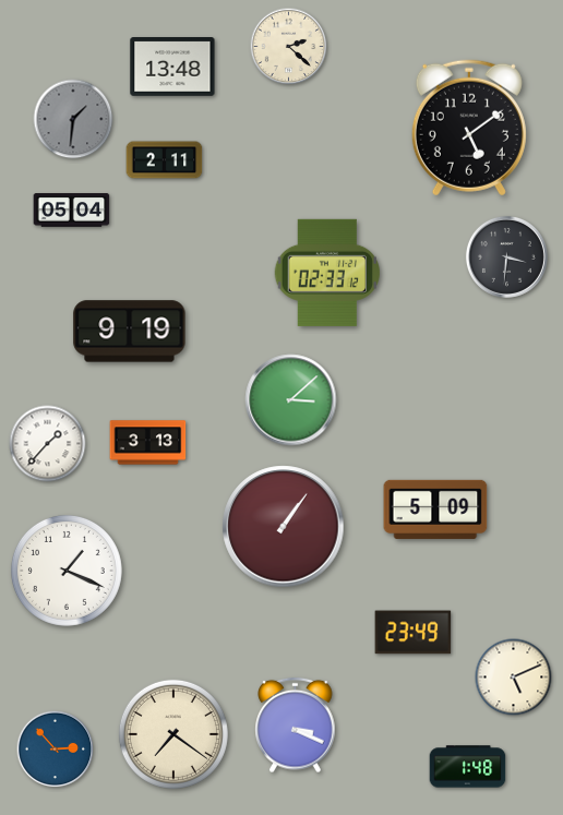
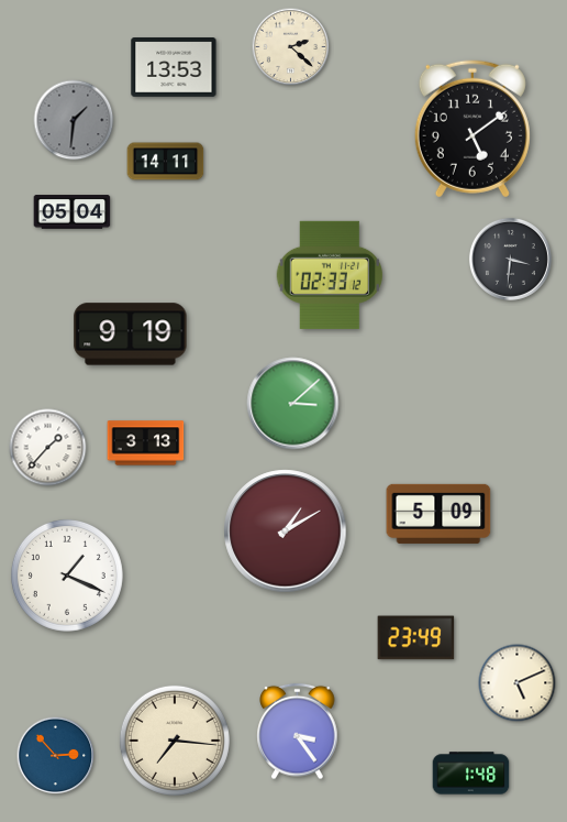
clock at (172, 68): 13:48 -> 13:53
clock at (165, 160): 2:11 -> 14:11
clock at (148, 443) position: (148, 443) -> (146, 443)
clock at (284, 527): 1:06 -> 1:10
clock at (296, 726): 3:19 -> 3:24
clock at (173, 734): 7:21 -> 7:16
